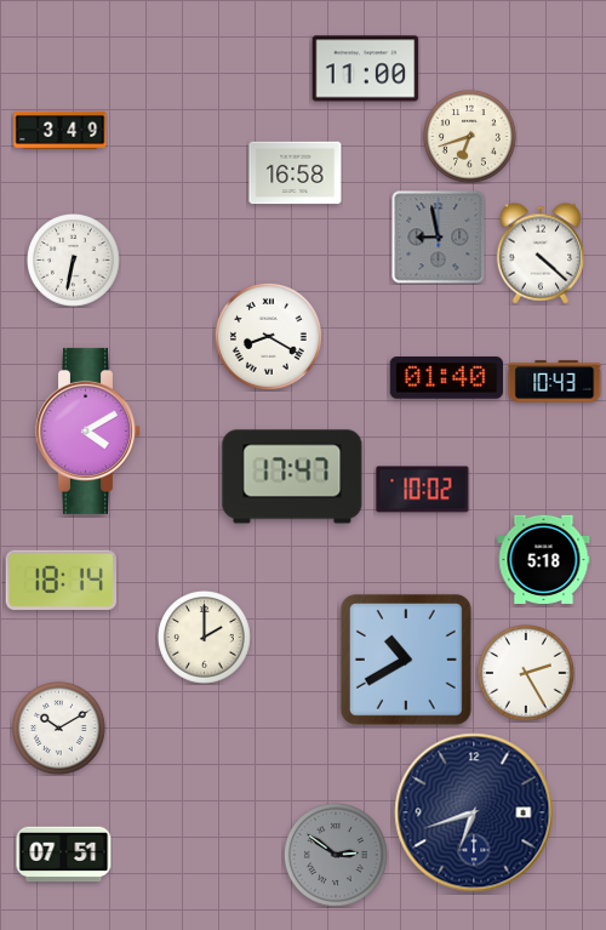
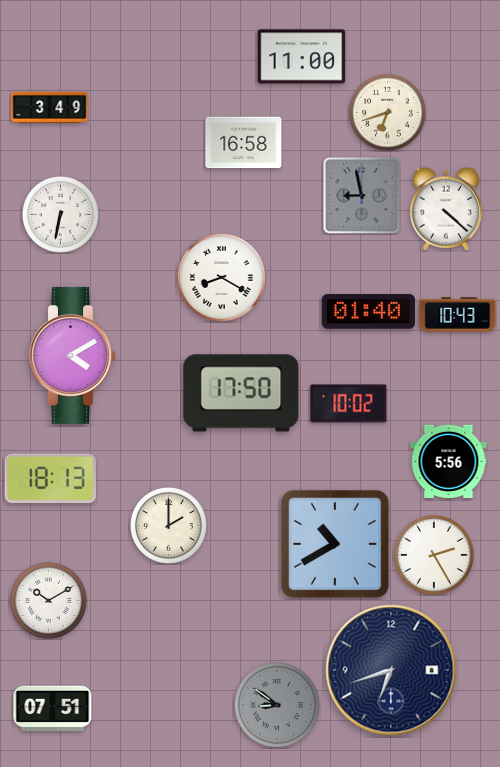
clock at (292, 477): 17:47 -> 17:50
clock at (544, 559): 5:18 -> 5:56
clock at (61, 580): 18:14 -> 18:13
clock at (64, 855) position: (64, 855) -> (53, 709)
clock at (336, 855): 2:51 -> 8:51
